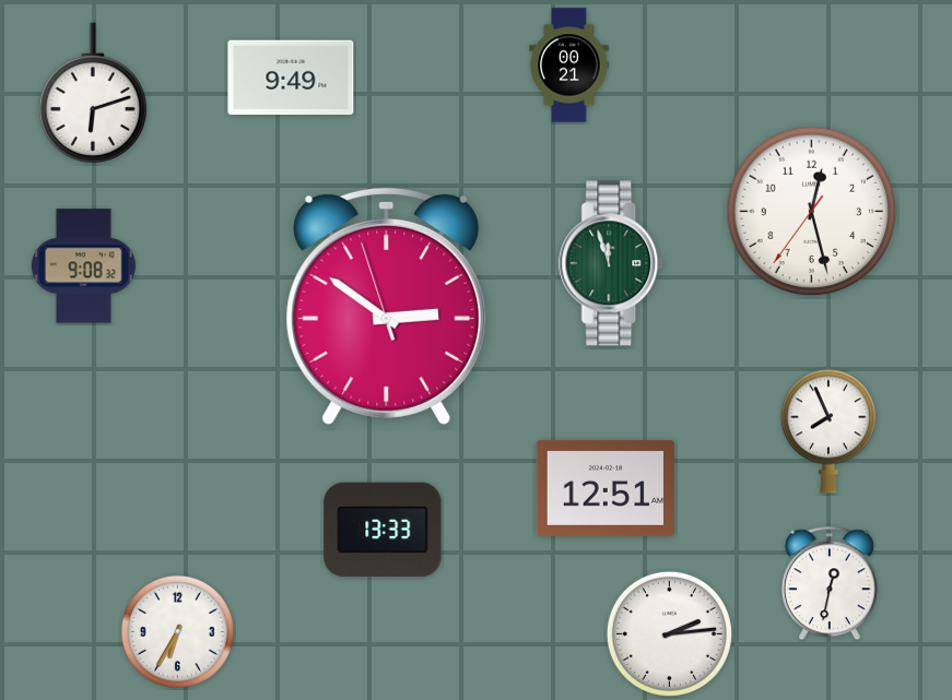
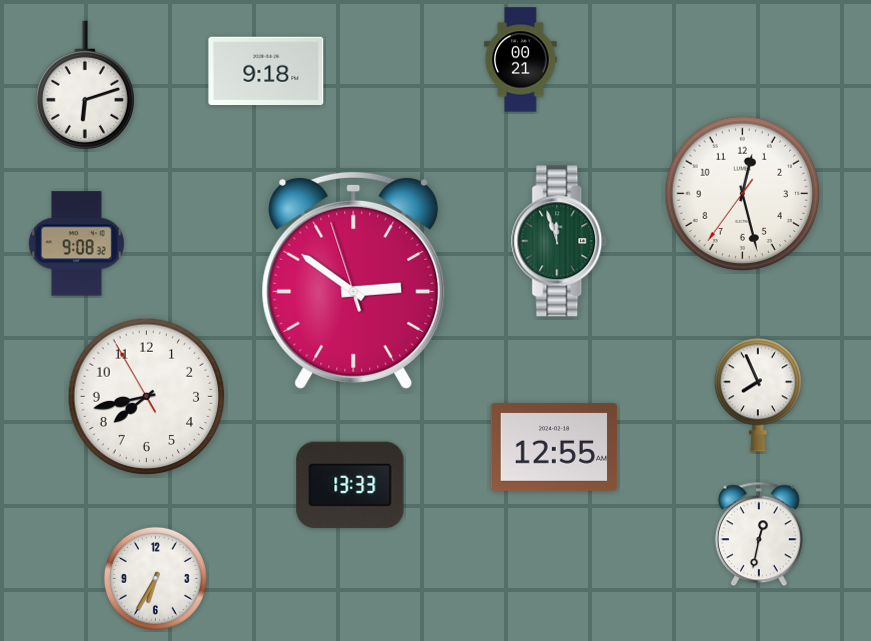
clock at (291, 78): 9:49 -> 9:18
clock at (147, 397): none -> 7:42
clock at (606, 488): 12:51 -> 12:55
clock at (177, 631) position: (177, 631) -> (155, 578)
clock at (669, 633): 2:14 -> none
